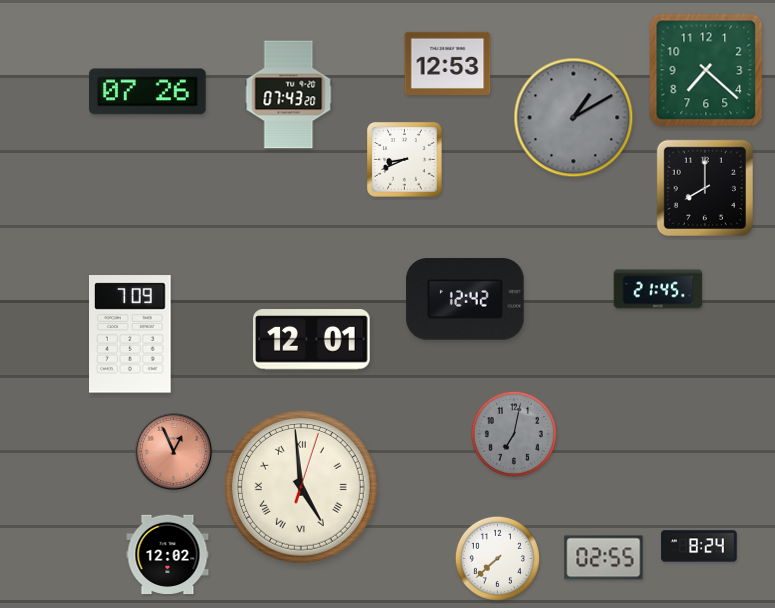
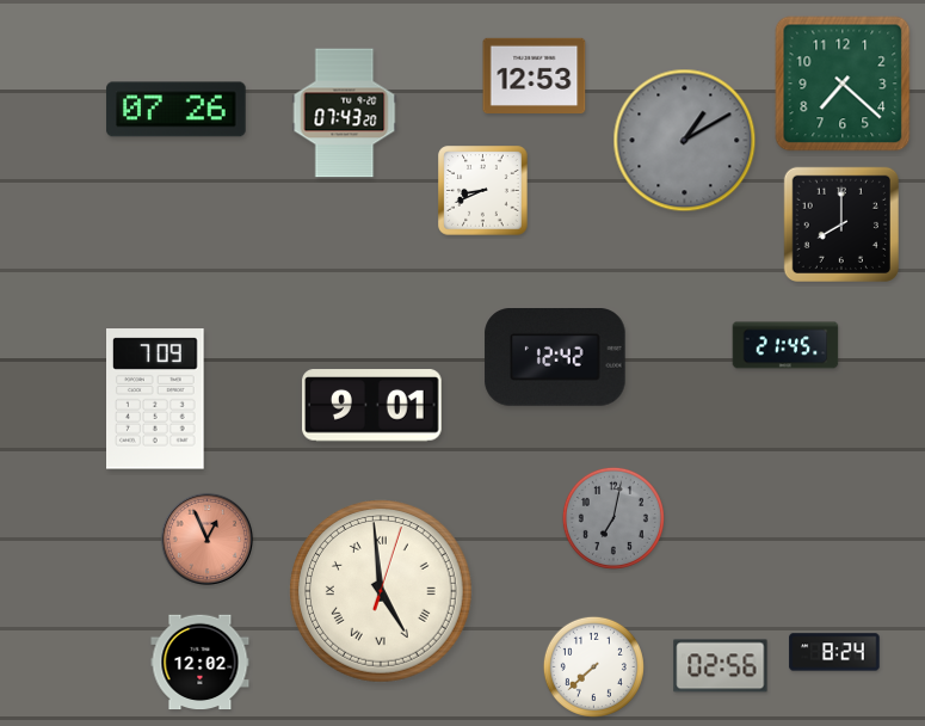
clock at (312, 340): 12:01 -> 9:01
clock at (302, 488) position: (302, 488) -> (382, 592)
clock at (604, 558): 02:55 -> 02:56
